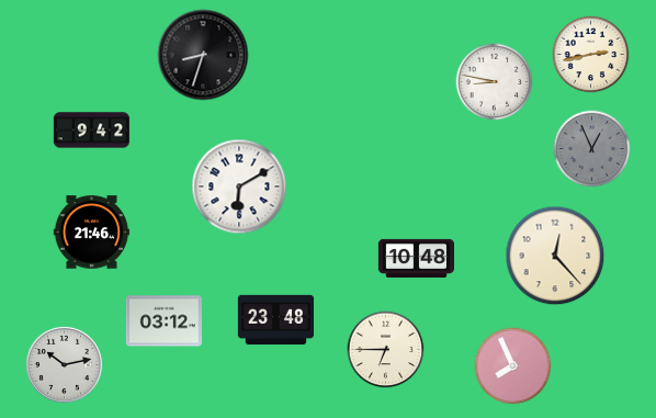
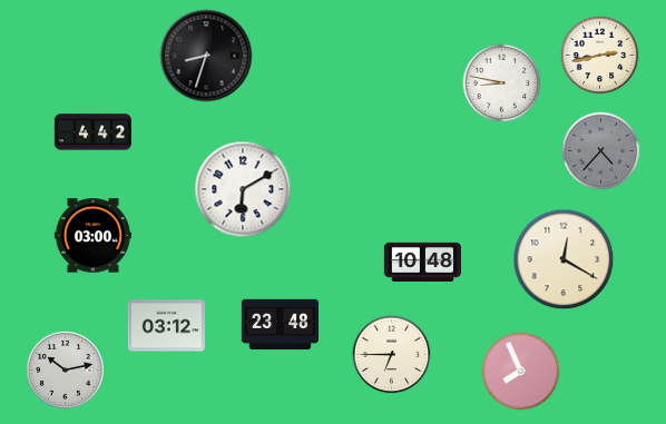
clock at (91, 131): 9:42 -> 4:42
clock at (592, 149): 12:56 -> 4:37
clock at (91, 233): 21:46 -> 03:00
clock at (555, 256): 12:23 -> 12:20
